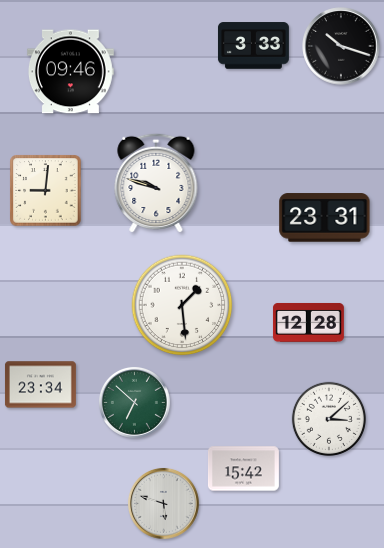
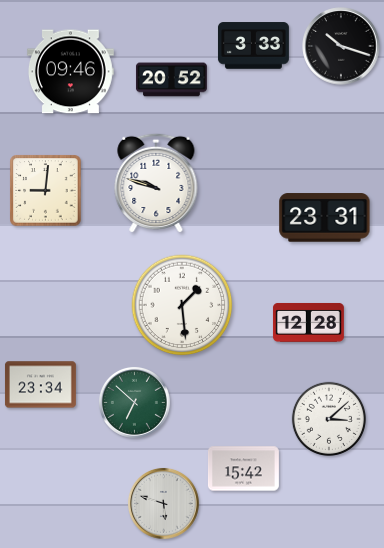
clock at (171, 80): none -> 20:52
